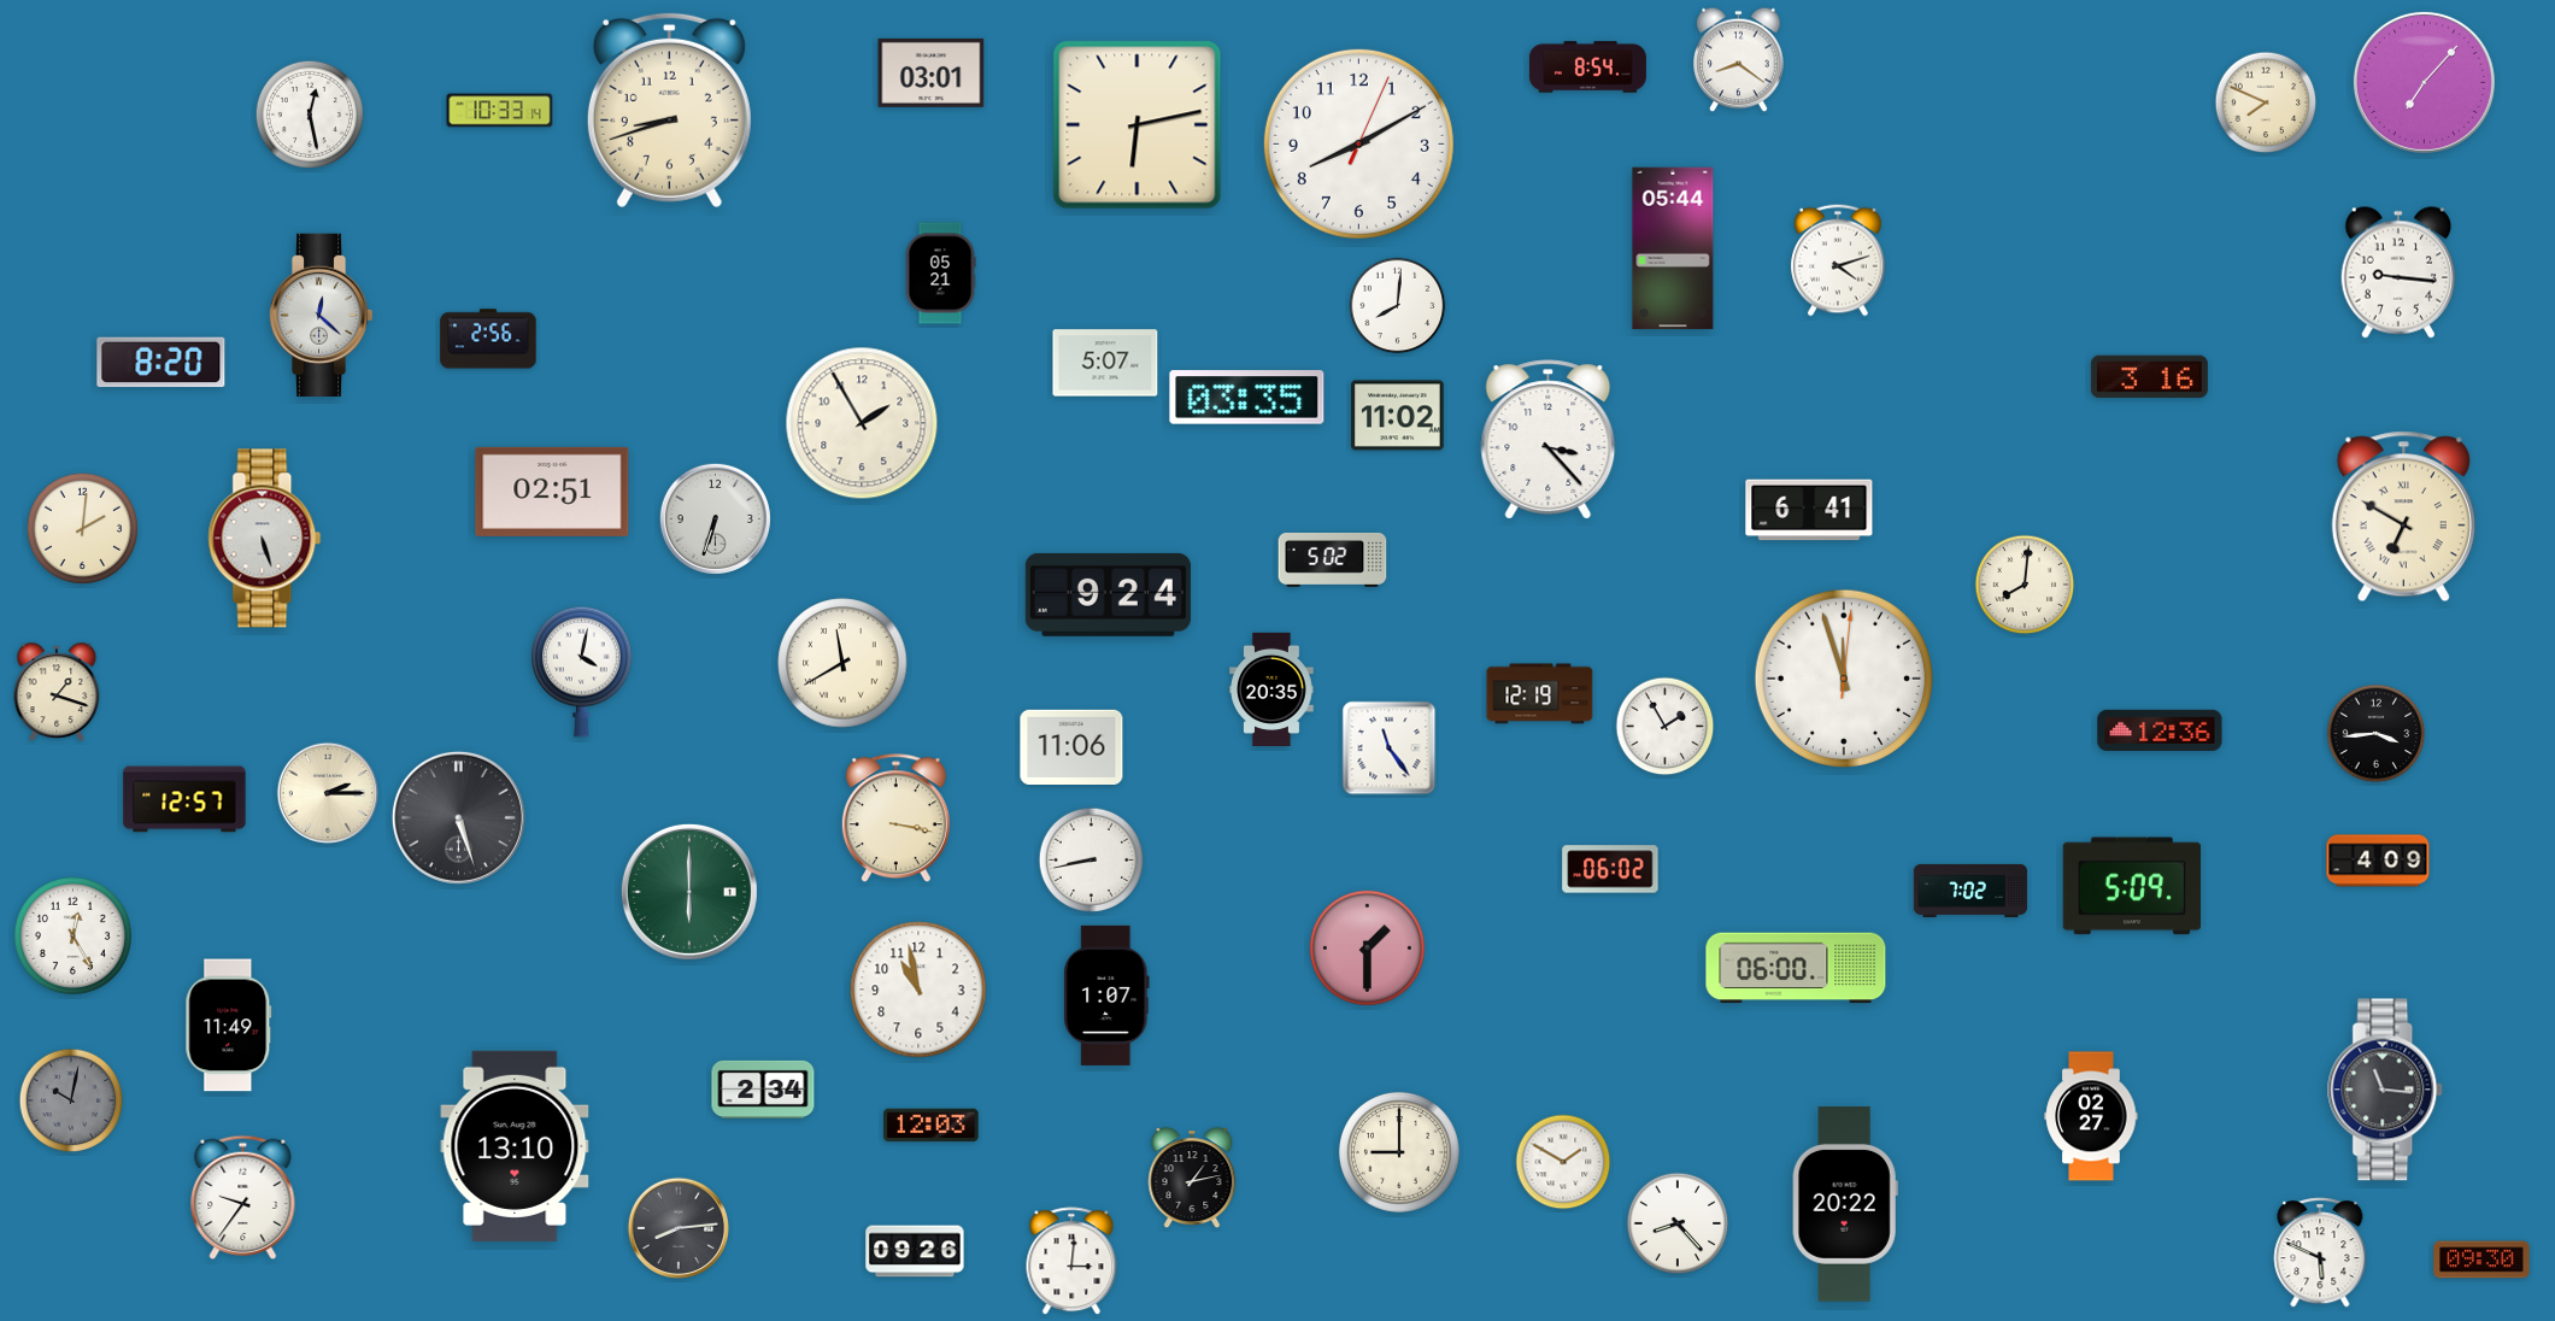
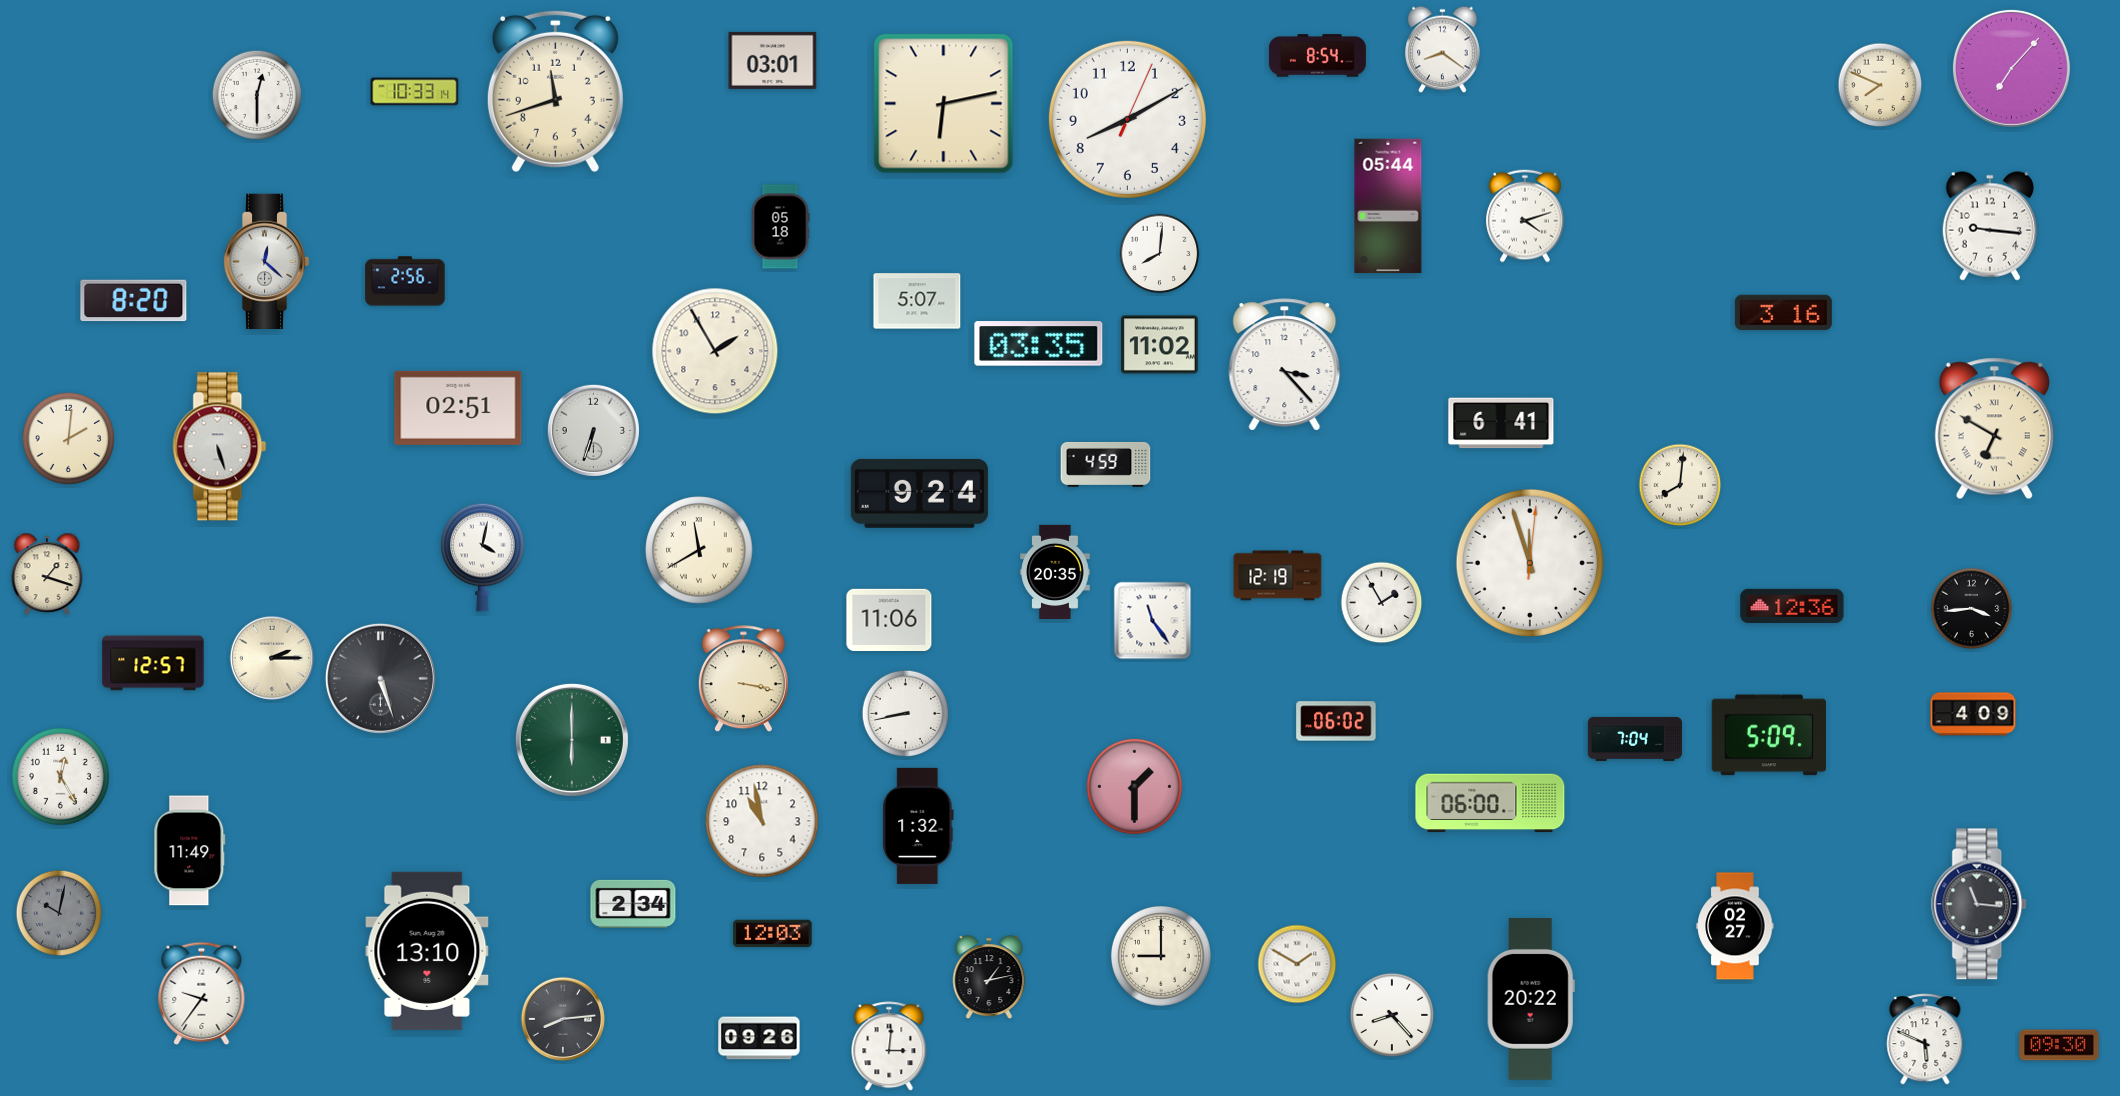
clock at (669, 110): 8:42 -> 11:42
clock at (309, 113): 12:28 -> 12:30
clock at (940, 274): 05:21 -> 05:18
clock at (1247, 398) position: (1247, 398) -> (1039, 344)
clock at (1333, 559): 5:02 -> 4:59
clock at (1969, 891): 7:02 -> 7:04
clock at (1106, 996): 1:07 -> 1:32
